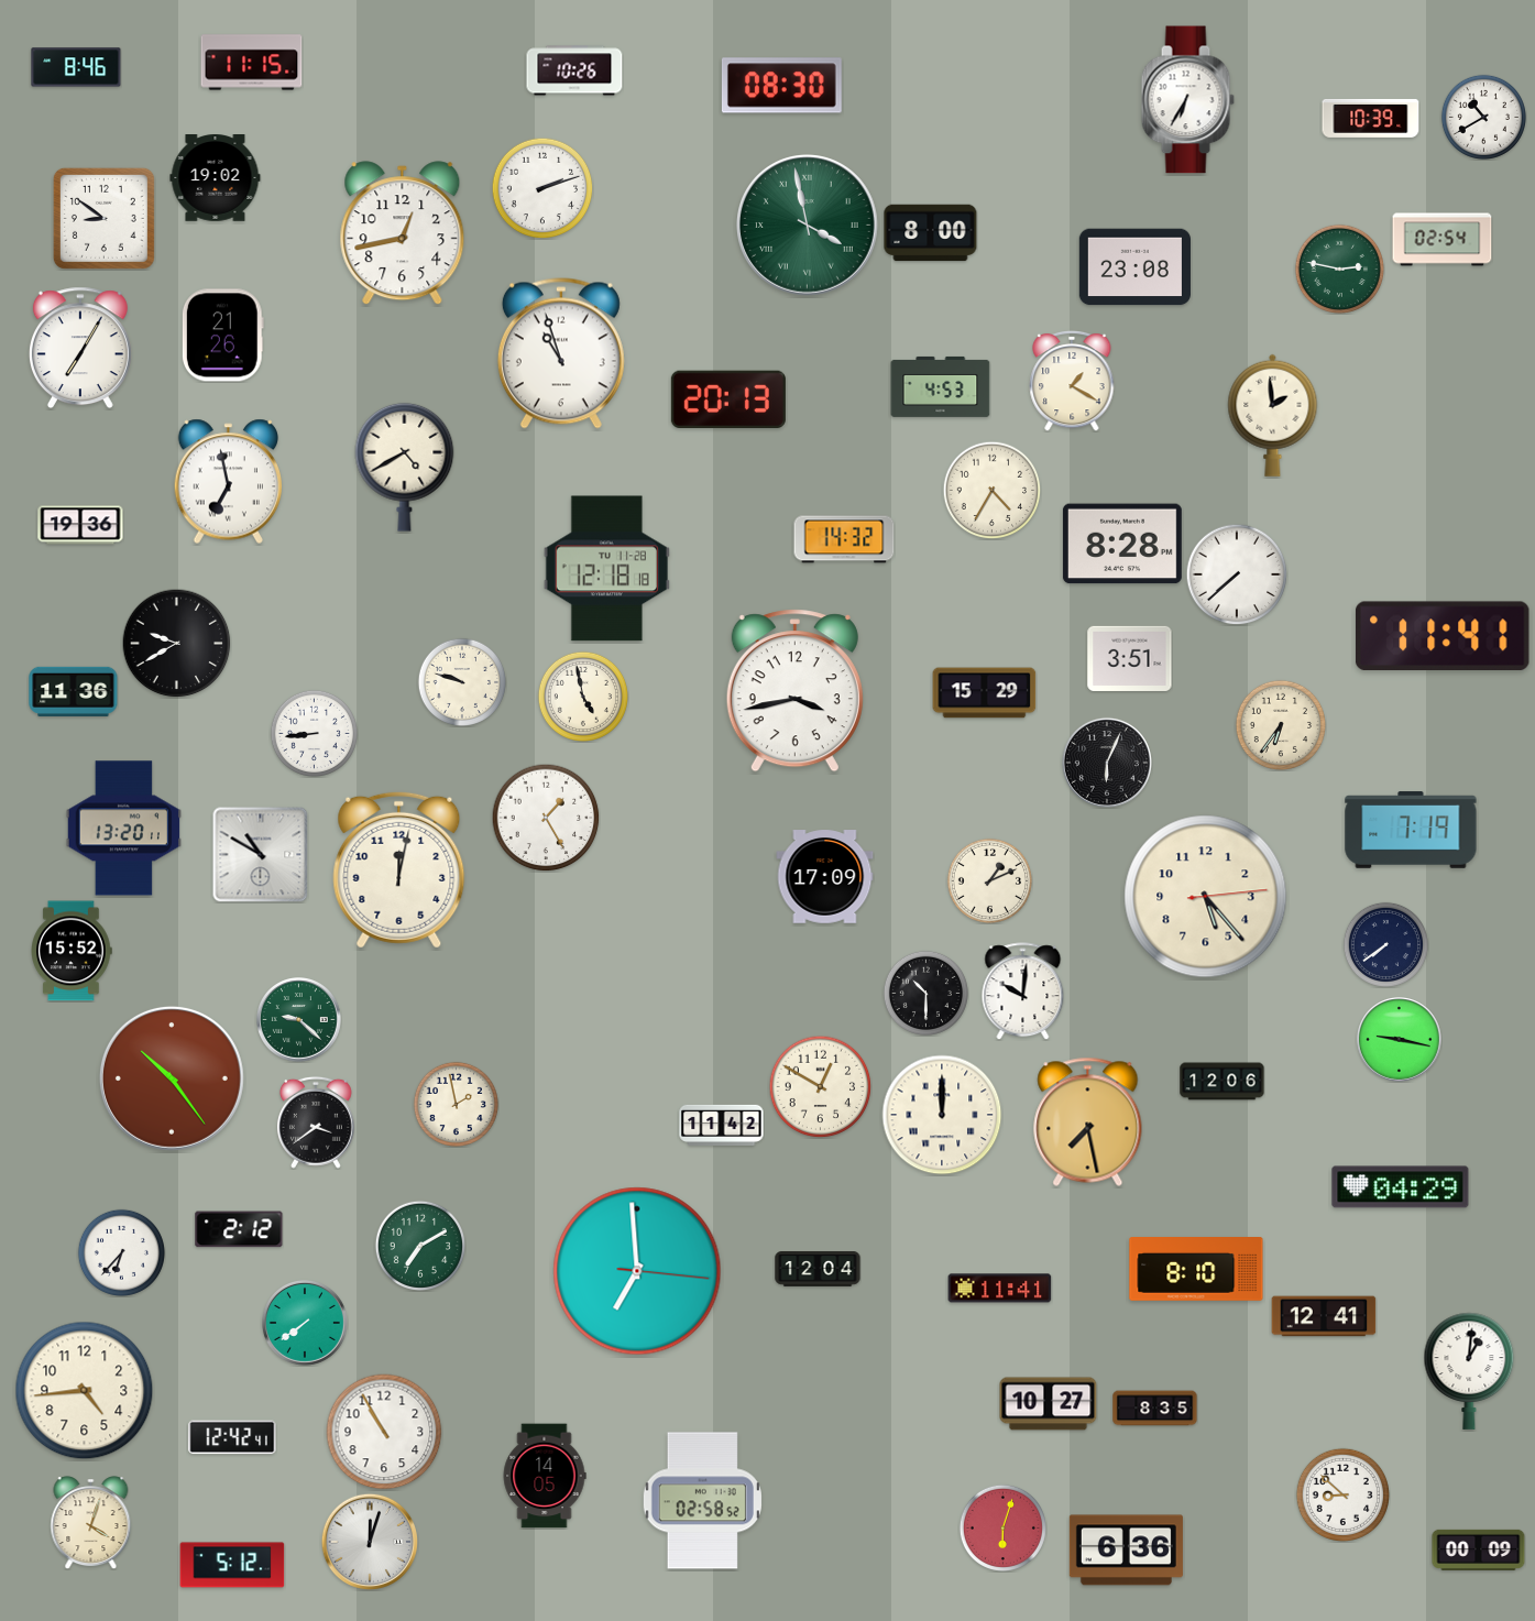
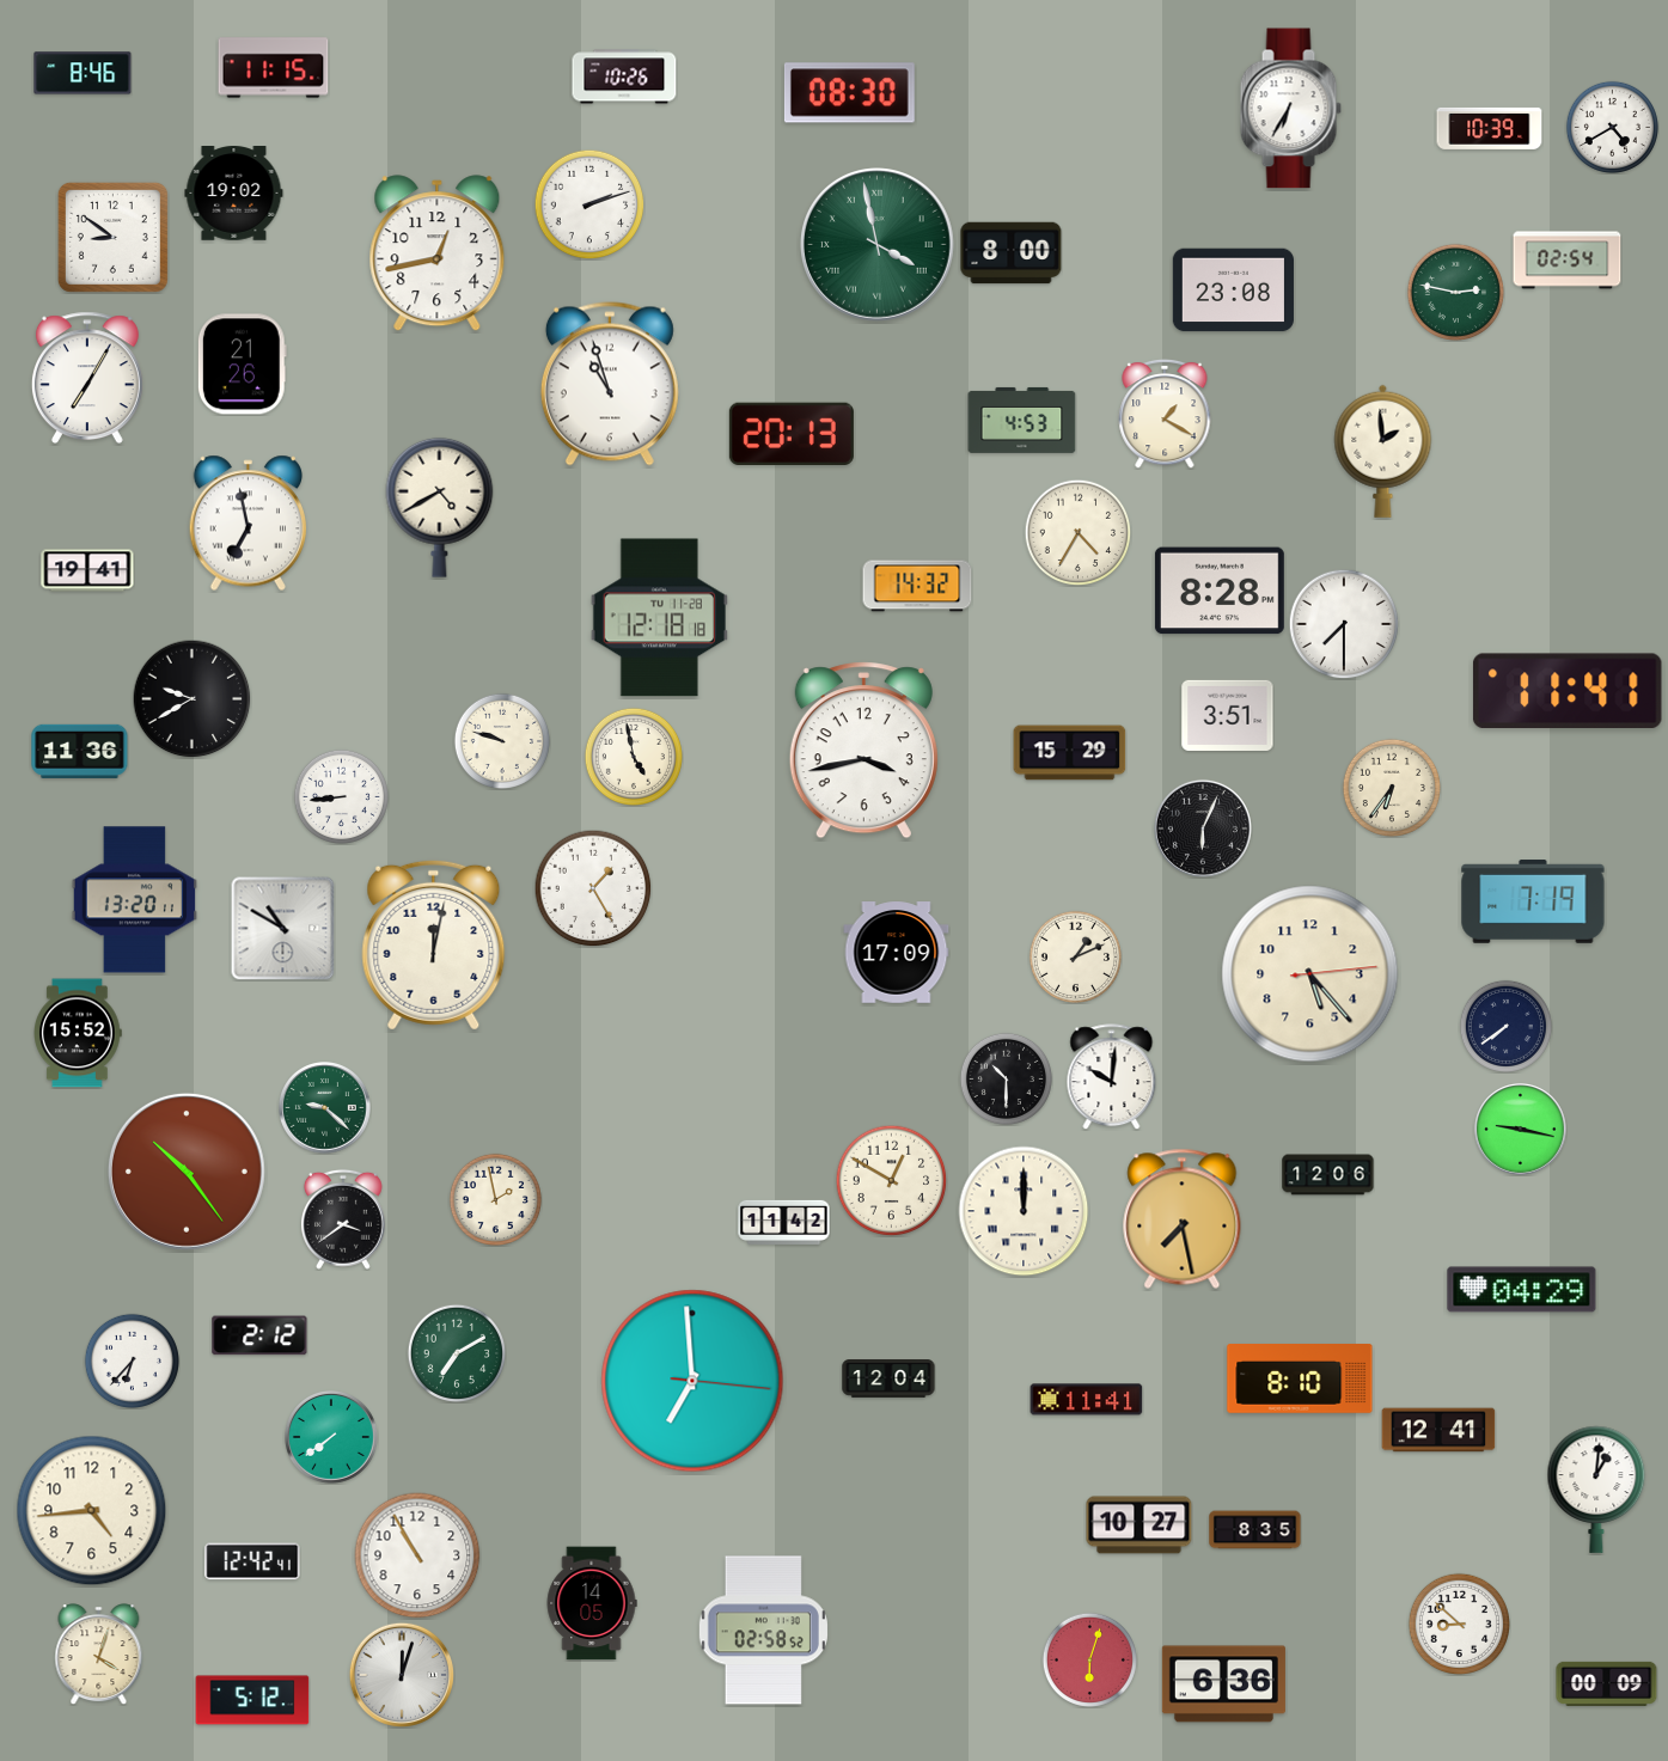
clock at (1483, 117): 10:40 -> 4:40
clock at (80, 525): 19:36 -> 19:41
clock at (1237, 574): 7:38 -> 7:30
